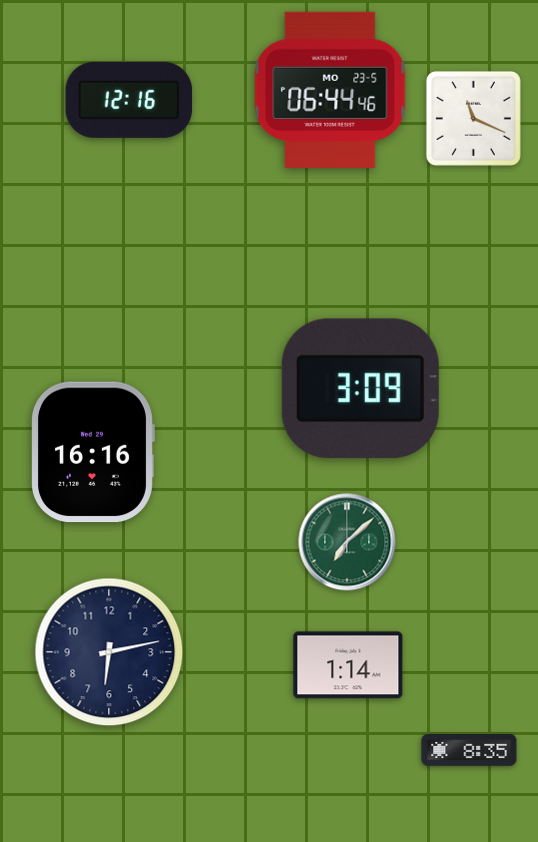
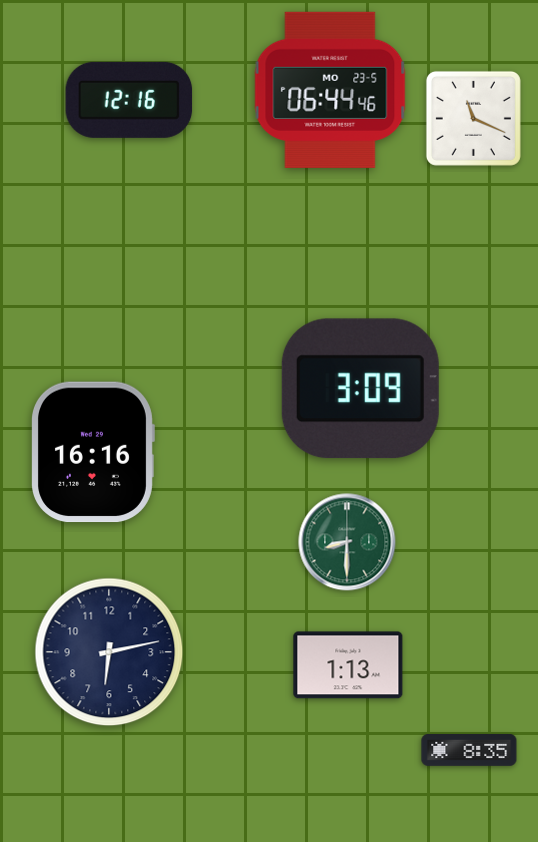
clock at (347, 542): 7:08 -> 8:30
clock at (348, 665): 1:14 -> 1:13
